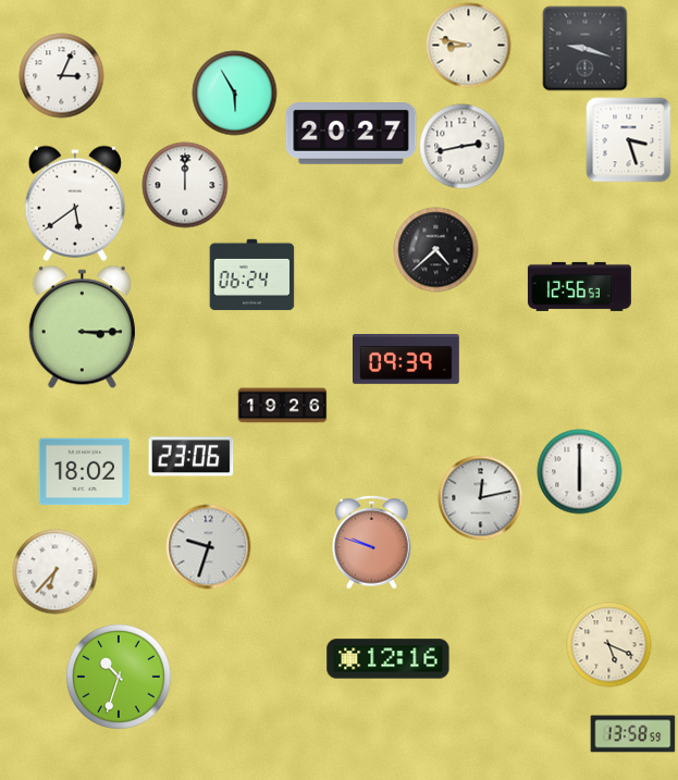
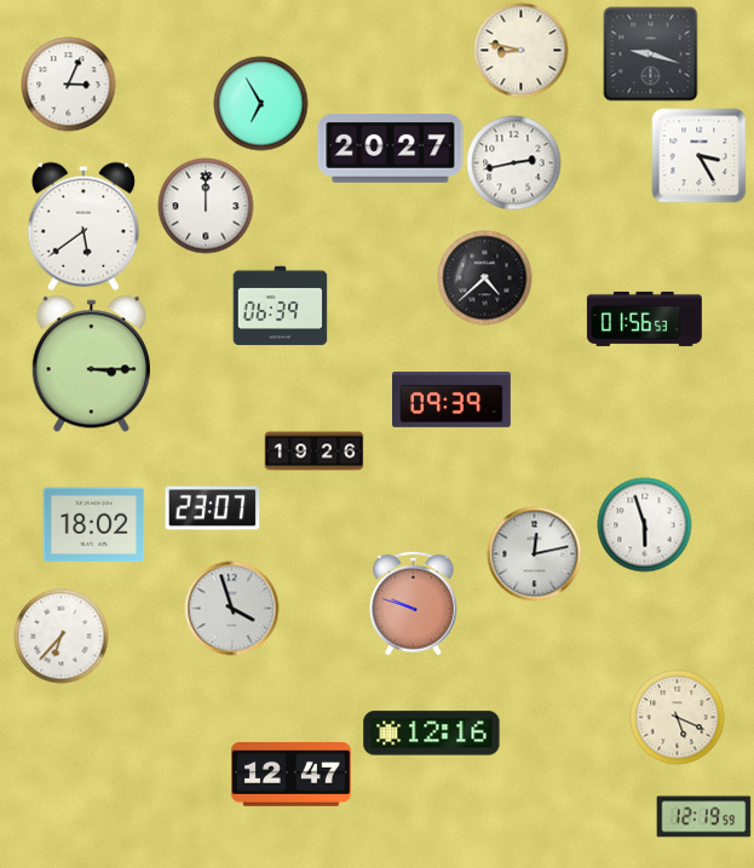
clock at (234, 92): 5:55 -> 6:55
clock at (628, 139): 3:27 -> 3:25
clock at (251, 275): 06:24 -> 06:39
clock at (579, 286): 12:56 -> 01:56
clock at (190, 457): 23:06 -> 23:07
clock at (579, 471): 6:00 -> 5:57
clock at (208, 546): 9:33 -> 3:57
clock at (119, 677): 10:33 -> none
clock at (292, 775): none -> 12:47
clock at (632, 734): 13:58 -> 12:19
